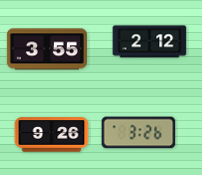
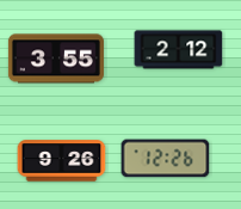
clock at (139, 133): 3:26 -> 12:26
